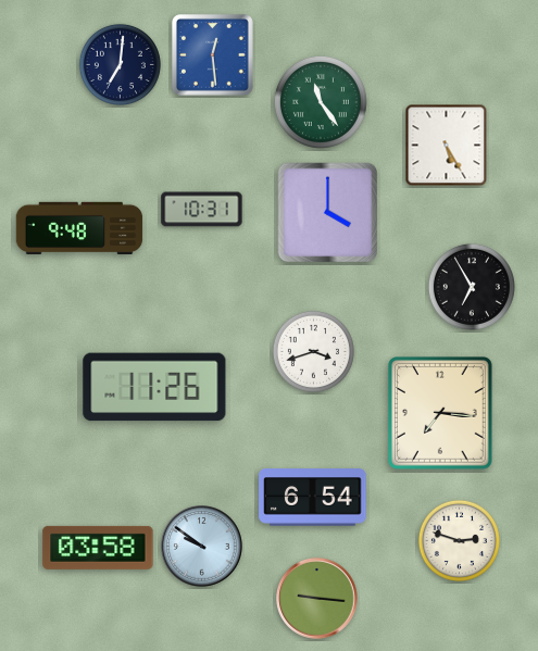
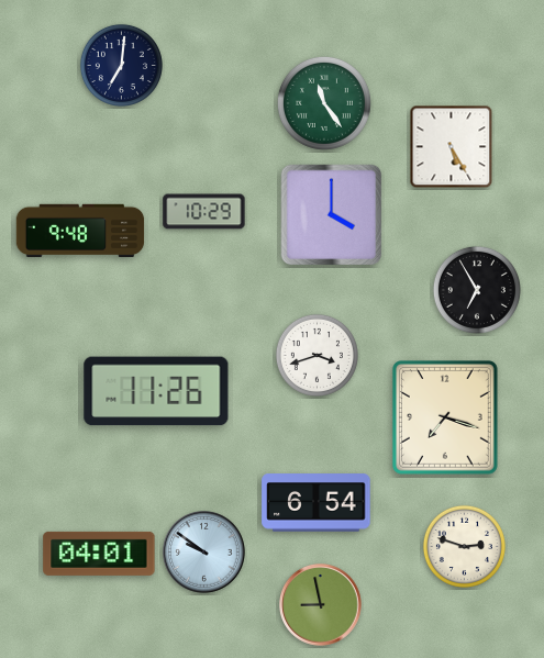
clock at (212, 54): 12:29 -> none
clock at (202, 210): 10:31 -> 10:29
clock at (440, 414): 7:16 -> 7:18
clock at (98, 548): 03:58 -> 04:01
clock at (317, 599): 9:16 -> 8:58
